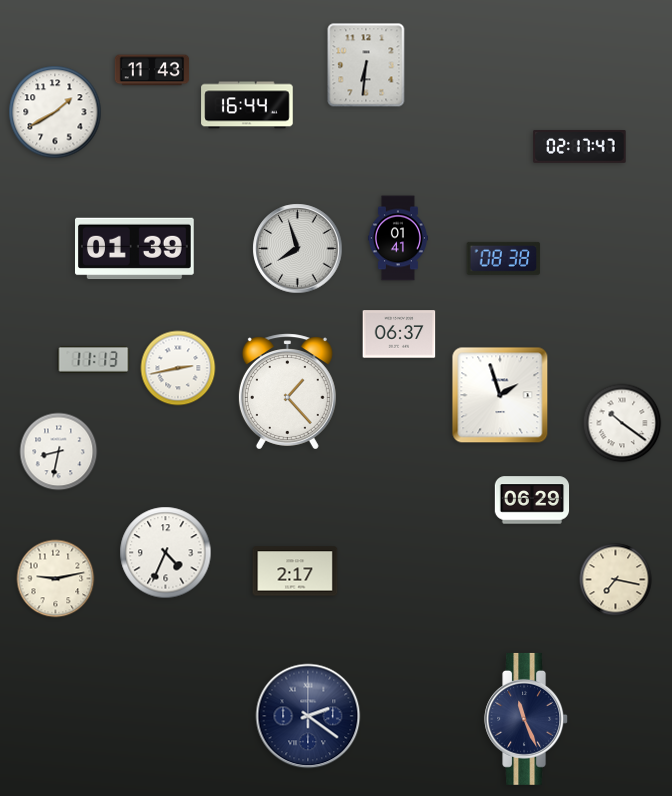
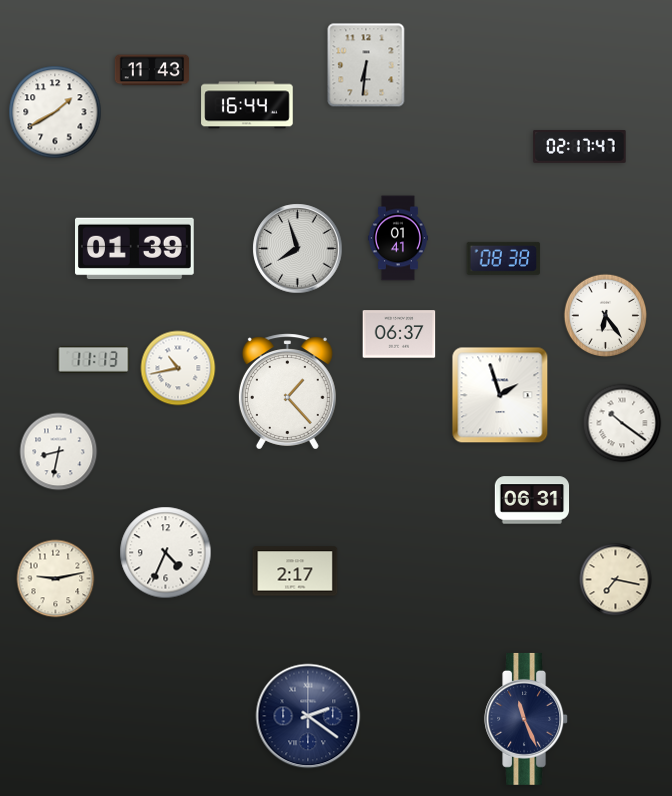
clock at (605, 315): none -> 6:24
clock at (178, 368): 2:43 -> 10:43
clock at (532, 500): 06:29 -> 06:31
